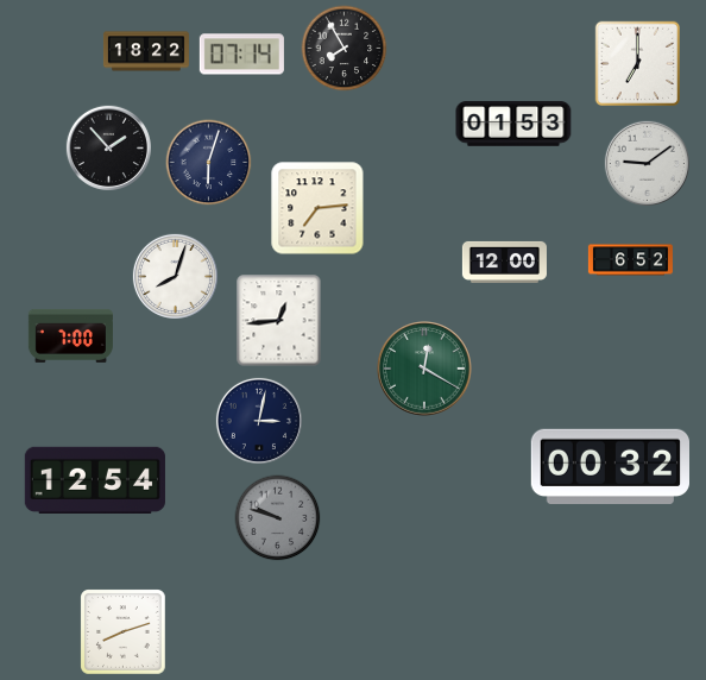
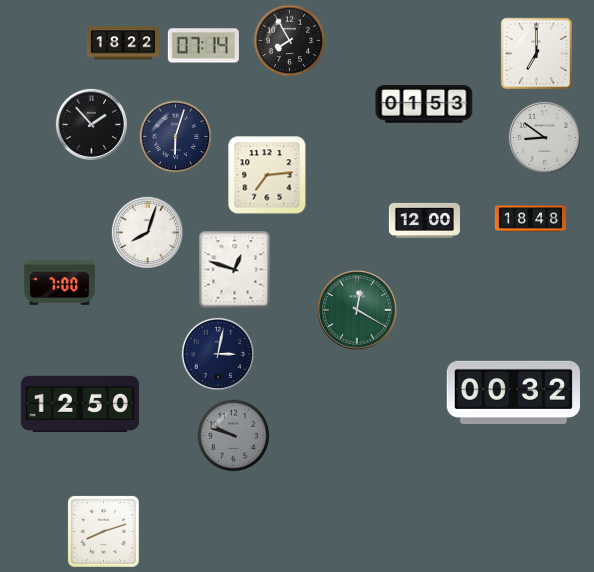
clock at (513, 124) position: (513, 124) -> (424, 104)
clock at (647, 163): 9:09 -> 8:51
clock at (630, 260): 6:52 -> 18:48
clock at (279, 321): 12:44 -> 12:48
clock at (95, 480): 12:54 -> 12:50
